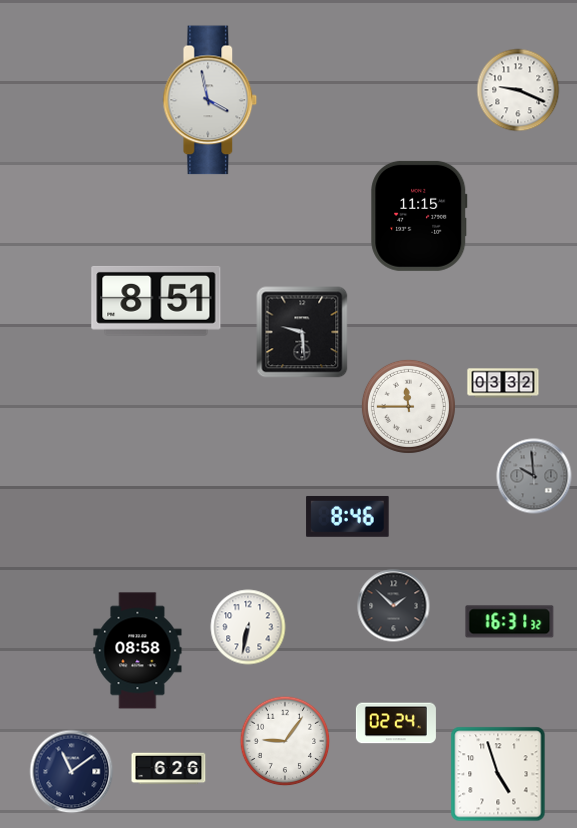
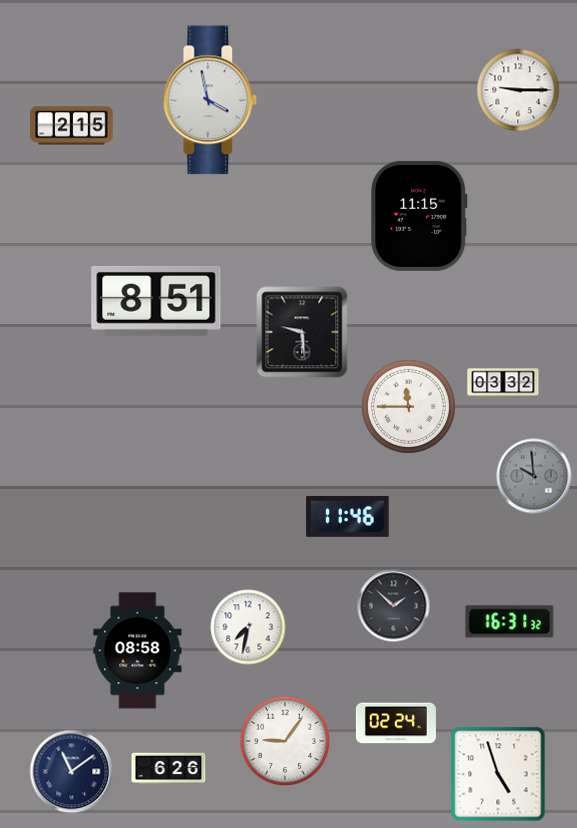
clock at (518, 90): 9:19 -> 9:15
clock at (72, 126): none -> 2:15
clock at (348, 516): 8:46 -> 11:46
clock at (248, 627): 6:32 -> 7:32
